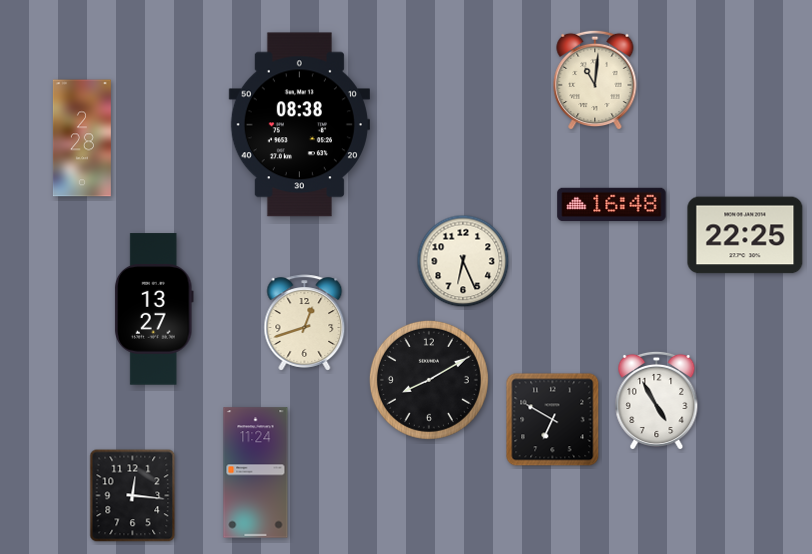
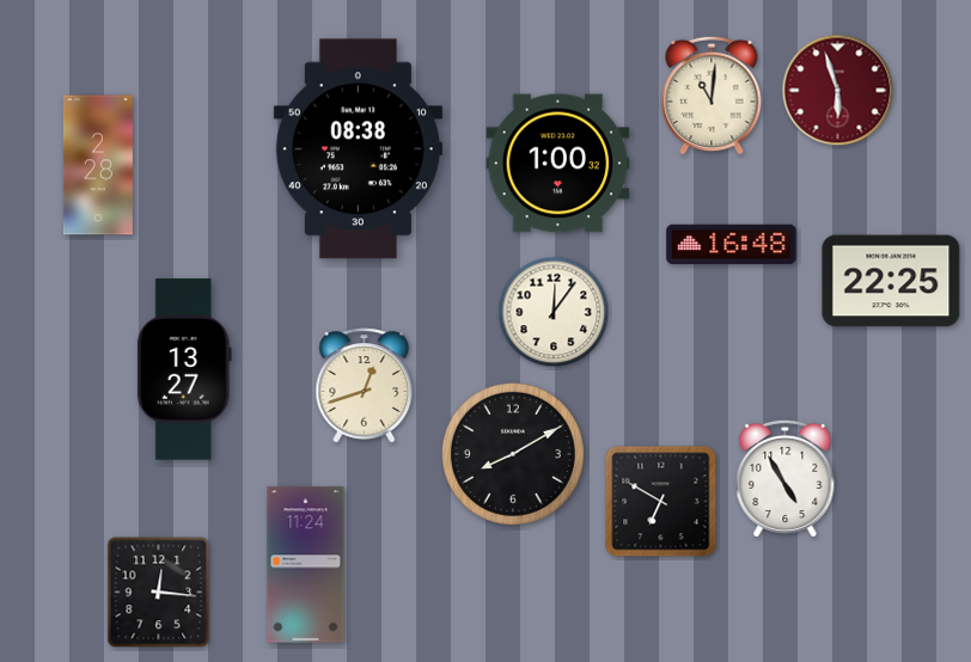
clock at (838, 91): none -> 5:57
clock at (558, 164): none -> 1:00
clock at (463, 261): 6:26 -> 12:06
